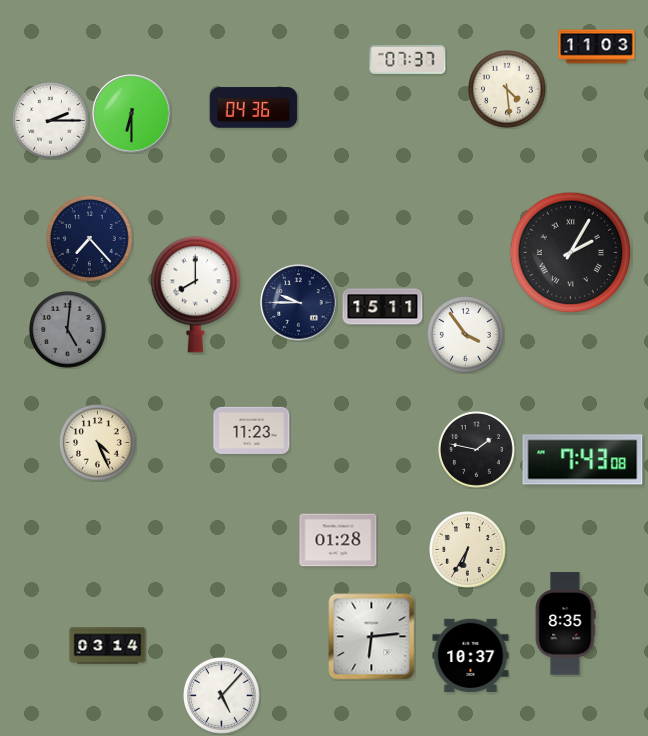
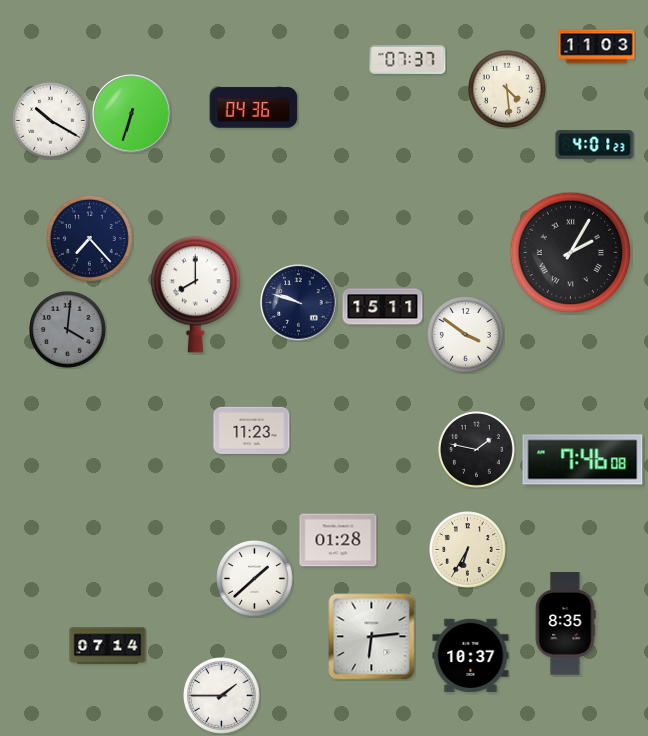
clock at (132, 114): 6:30 -> 6:33
clock at (51, 121): 2:15 -> 10:20
clock at (595, 145): none -> 4:01
clock at (299, 303): 9:45 -> 9:48
clock at (68, 330): 5:01 -> 4:01
clock at (466, 335): 3:54 -> 3:51
clock at (98, 443): 4:26 -> none
clock at (583, 460): 7:43 -> 7:46
clock at (255, 579): none -> 1:38
clock at (108, 646): 03:14 -> 07:14
clock at (222, 696): 5:07 -> 1:45
